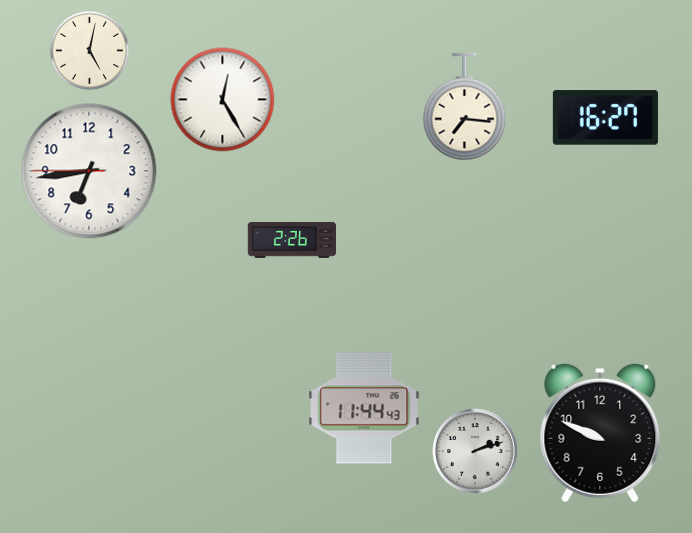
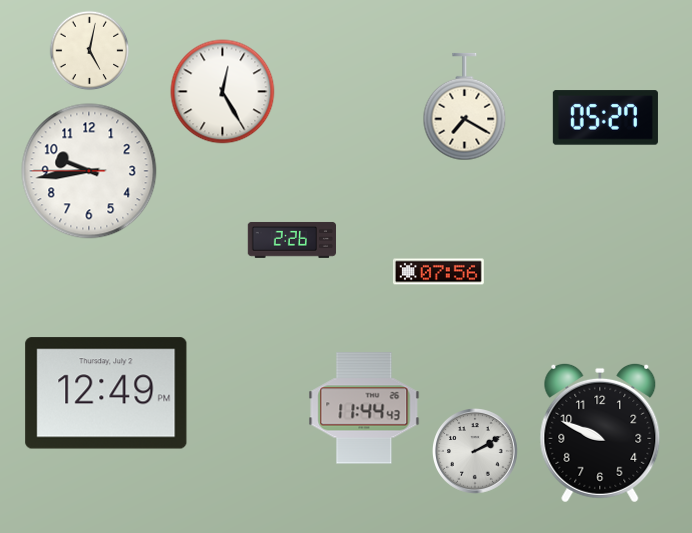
clock at (223, 100) position: (223, 100) -> (223, 92)
clock at (465, 107): 7:16 -> 7:20
clock at (605, 118): 16:27 -> 05:27
clock at (89, 171): 6:43 -> 9:43
clock at (438, 272): none -> 07:56
clock at (106, 393): none -> 12:49
clock at (476, 452): 2:12 -> 2:10
